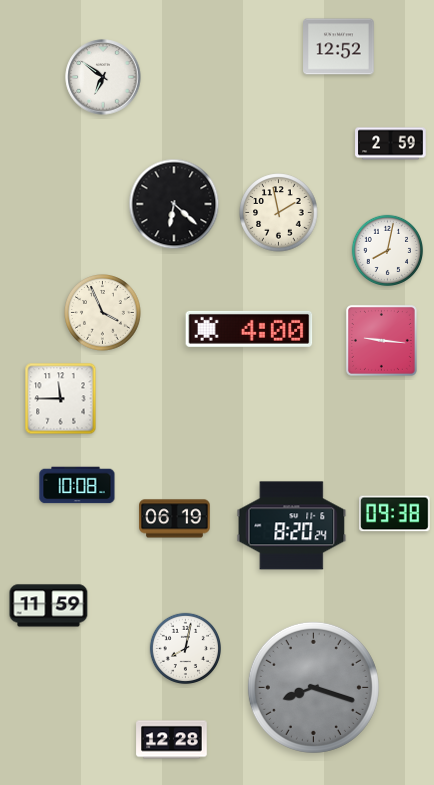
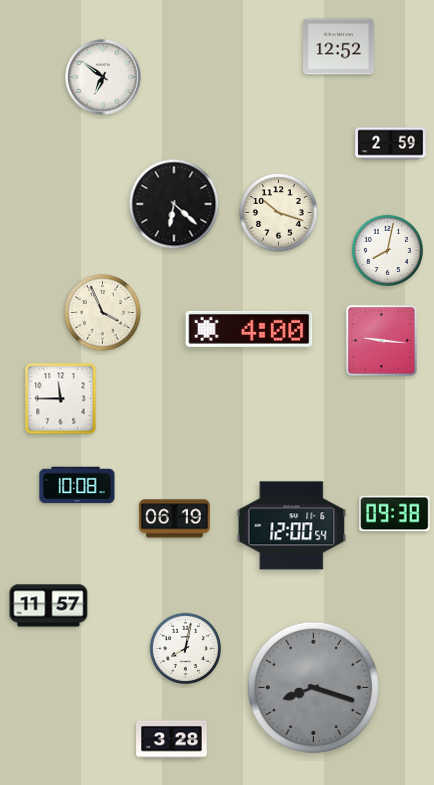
clock at (279, 213): 1:58 -> 10:18
clock at (292, 526): 8:20 -> 12:00
clock at (49, 606): 11:59 -> 11:57
clock at (172, 740): 12:28 -> 3:28
